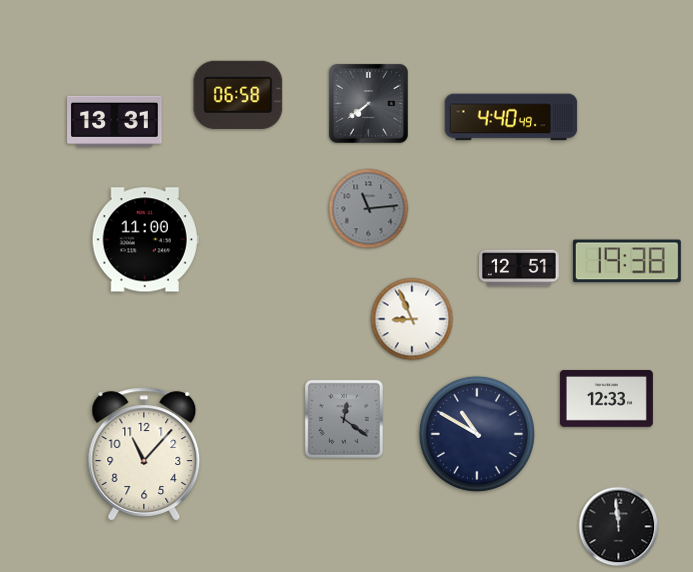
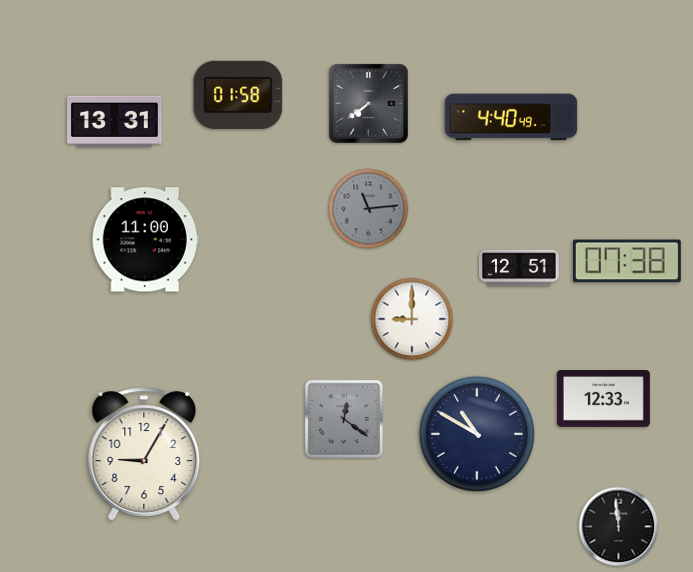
clock at (238, 95): 06:58 -> 01:58
clock at (627, 261): 19:38 -> 07:38
clock at (412, 319): 8:56 -> 9:00
clock at (606, 399) position: (606, 399) -> (603, 399)
clock at (144, 454): 11:07 -> 9:05
